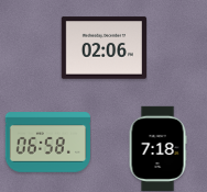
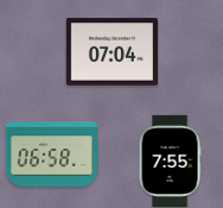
clock at (103, 48): 02:06 -> 07:04
clock at (157, 148): 7:18 -> 7:55
